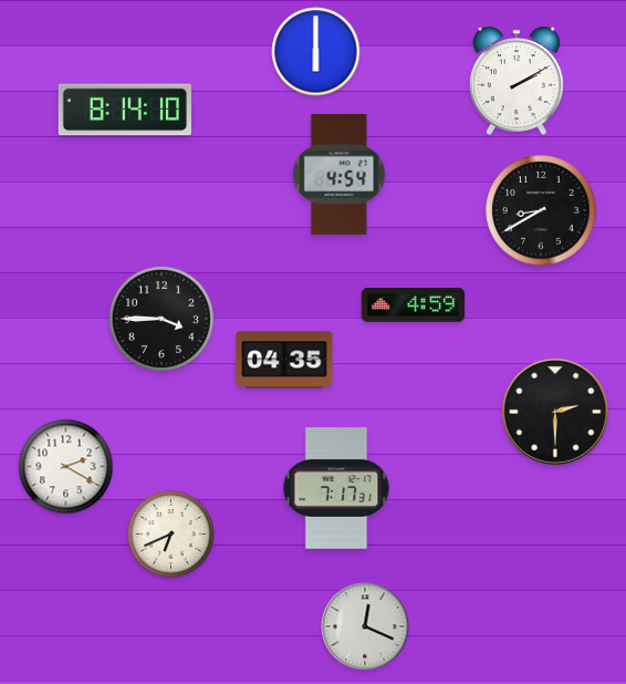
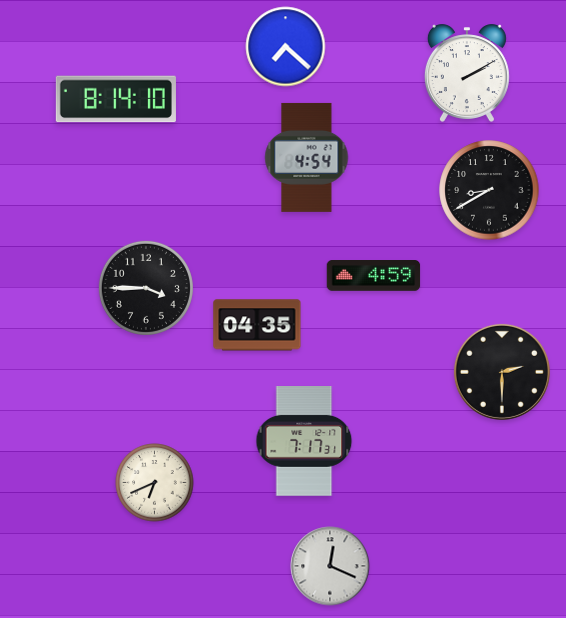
clock at (316, 52): 6:00 -> 7:22
clock at (125, 110) position: (125, 110) -> (116, 99)
clock at (66, 467): 2:20 -> none
